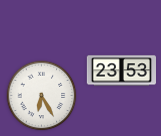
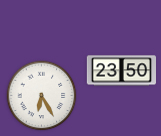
clock at (121, 71): 23:53 -> 23:50
